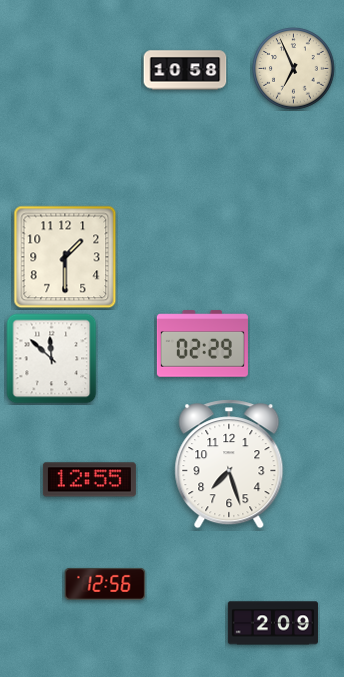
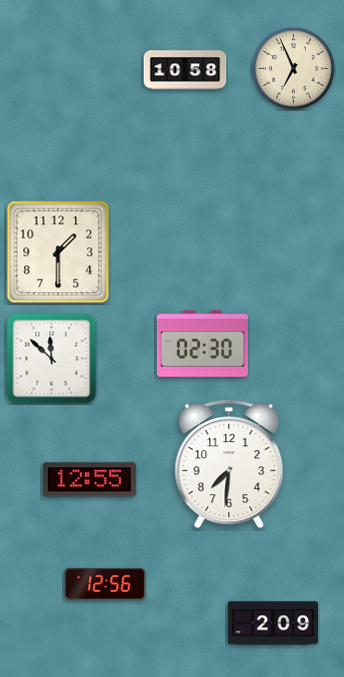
clock at (65, 257) position: (65, 257) -> (58, 252)
clock at (202, 344): 02:29 -> 02:30
clock at (229, 464): 7:27 -> 7:31
